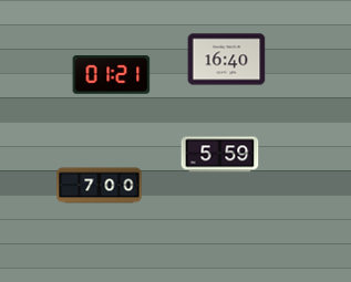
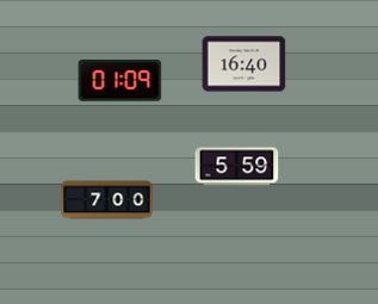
clock at (112, 75): 01:21 -> 01:09
